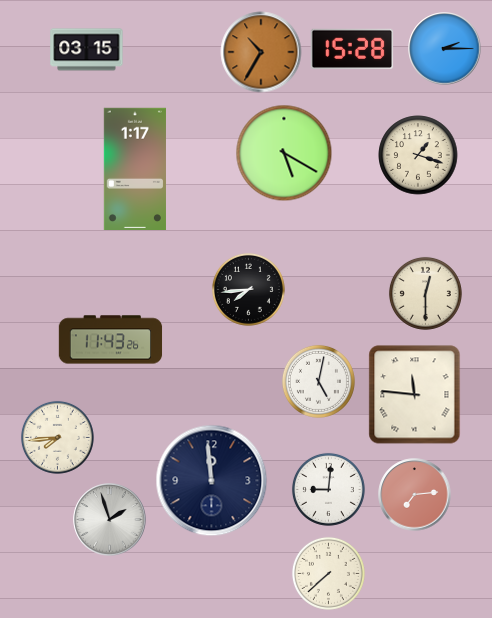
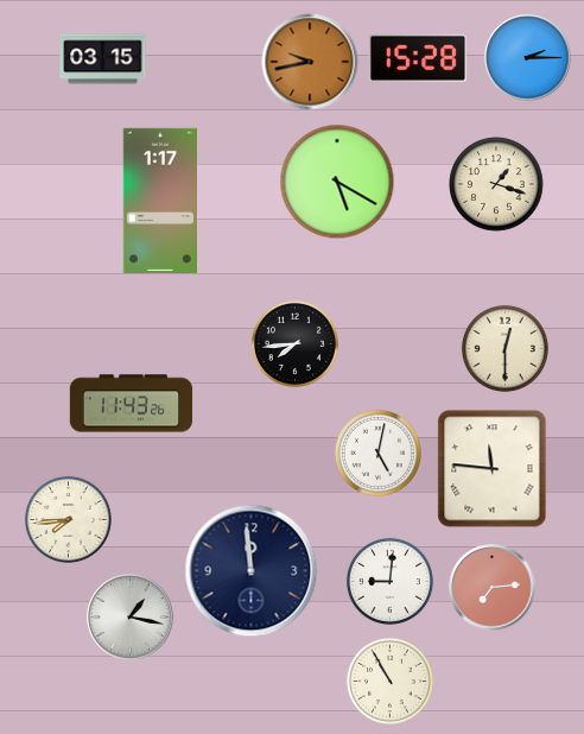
clock at (261, 52): 10:35 -> 9:43
clock at (110, 520): 1:57 -> 1:17
clock at (328, 573): 7:38 -> 10:55
